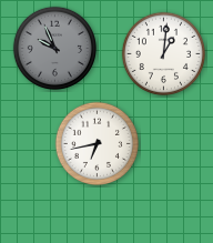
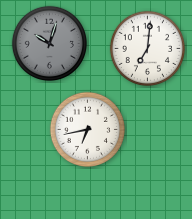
clock at (54, 48): 9:56 -> 10:03
clock at (163, 53): 1:01 -> 7:01
